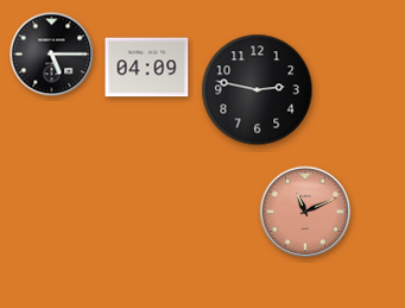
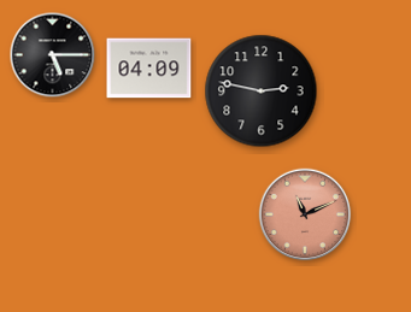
clock at (305, 212) position: (305, 212) -> (305, 214)
